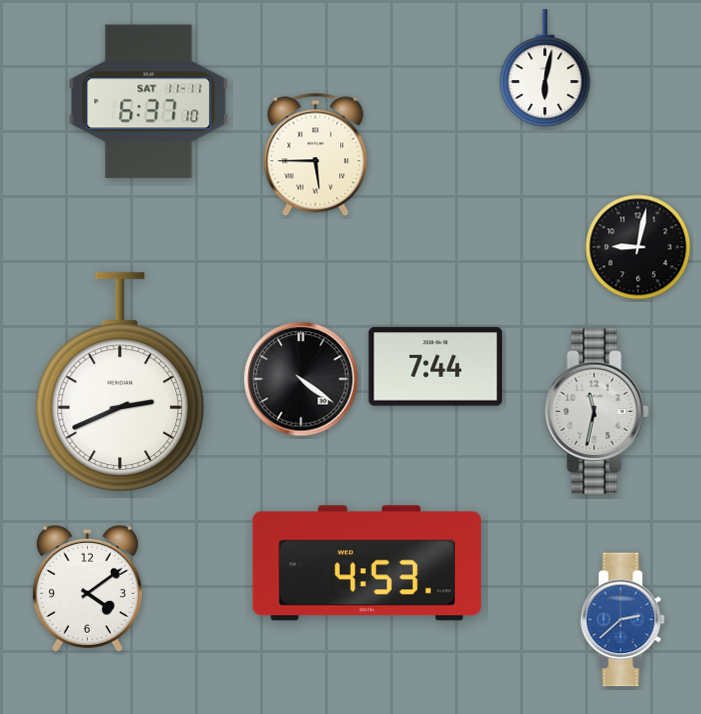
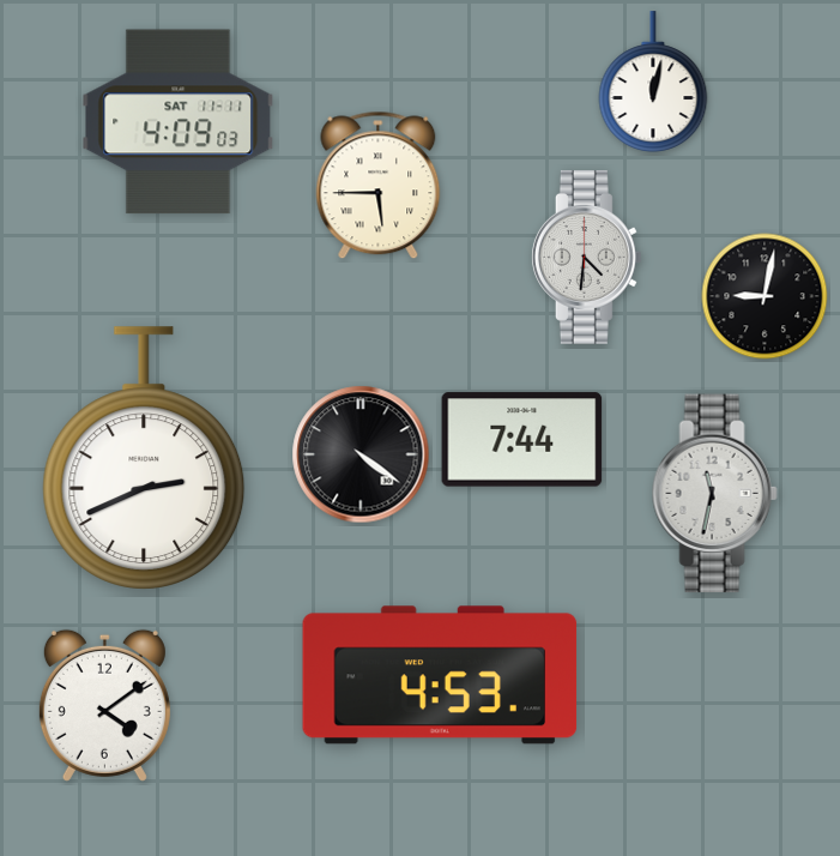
clock at (545, 68): 6:02 -> 12:02
clock at (149, 102): 6:37 -> 4:09
clock at (586, 257): none -> 4:31
clock at (622, 620): 2:38 -> none
